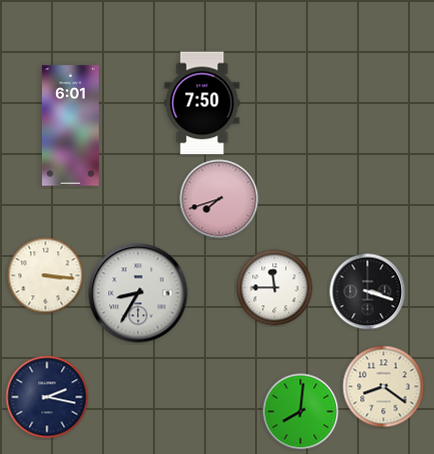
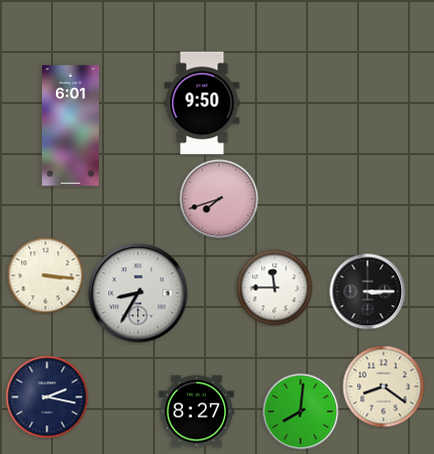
clock at (202, 103): 7:50 -> 9:50
clock at (368, 292): 3:18 -> 3:15
clock at (197, 412): none -> 8:27
